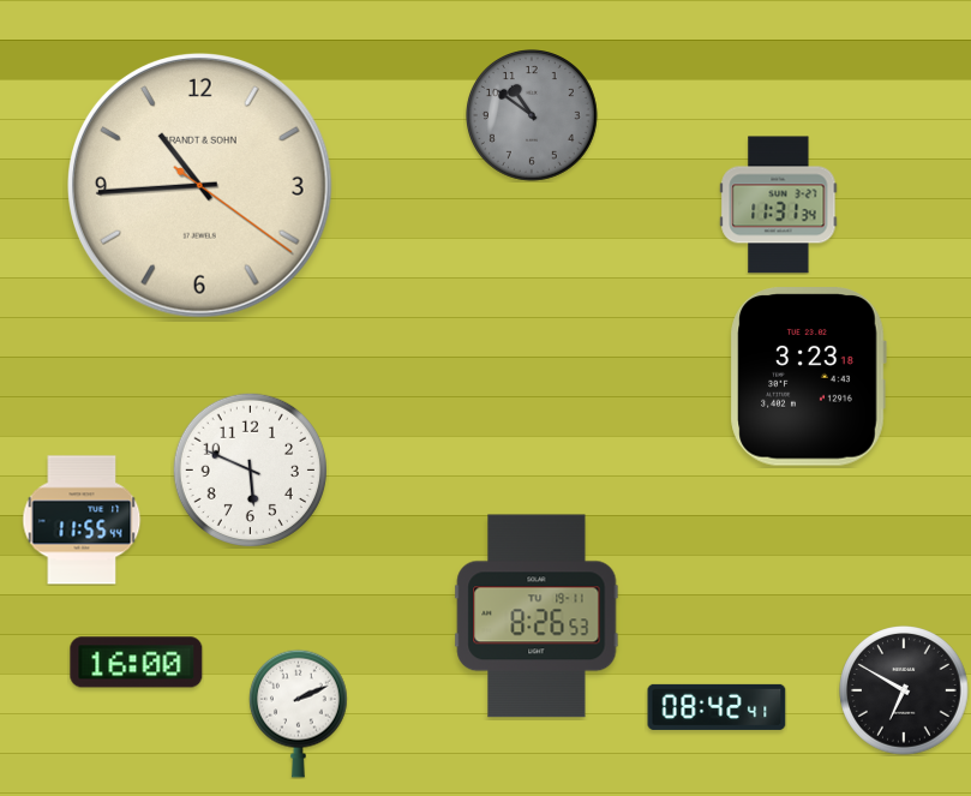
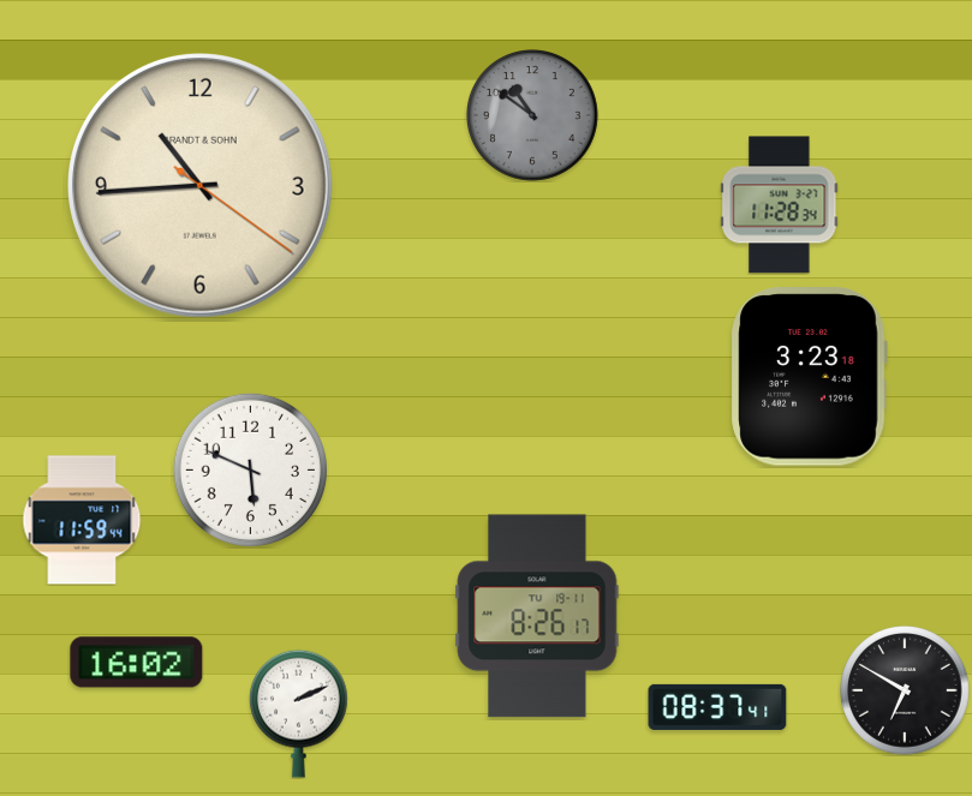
clock at (779, 205): 11:31 -> 11:28
clock at (82, 520): 11:55 -> 11:59
clock at (537, 616): 8:26:53 -> 8:26:17
clock at (137, 663): 16:00 -> 16:02
clock at (717, 707): 08:42 -> 08:37
